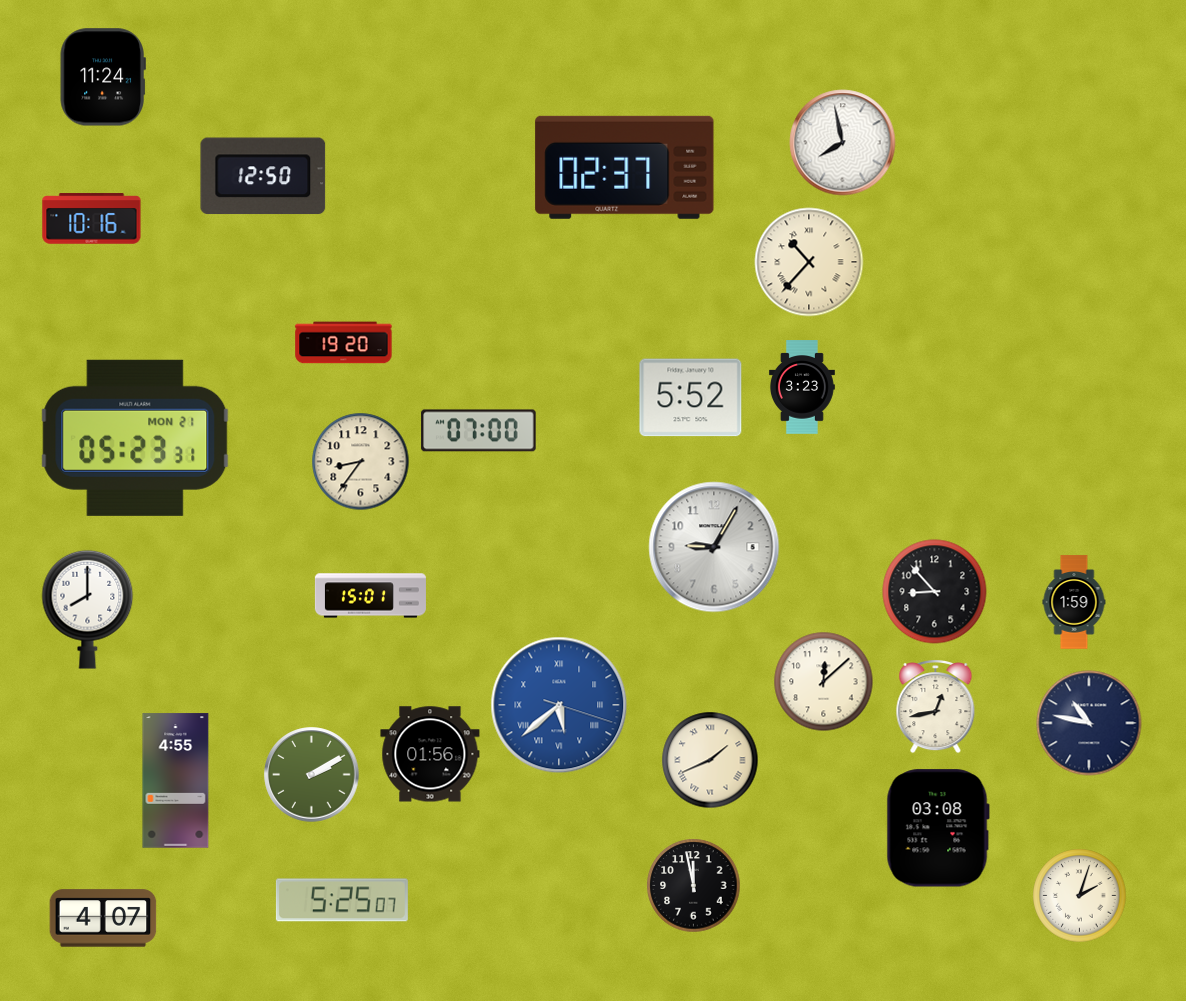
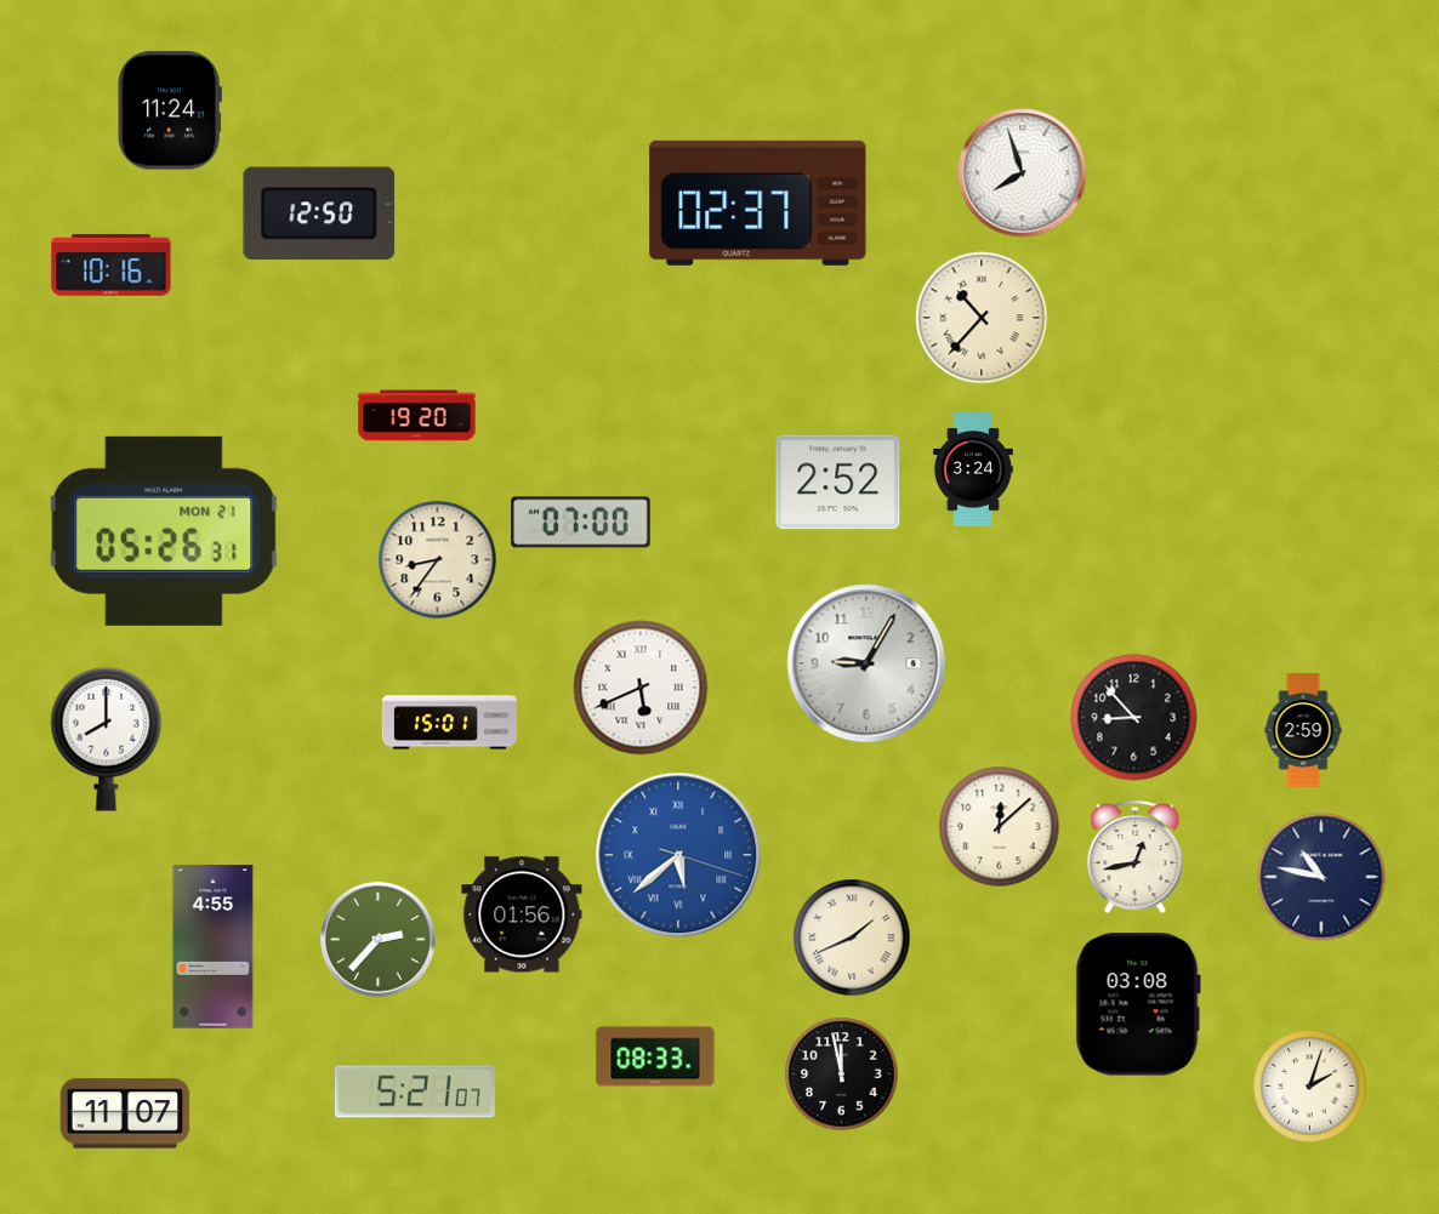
clock at (103, 77) position: (103, 77) -> (170, 110)
clock at (843, 143): 7:58 -> 7:57
clock at (802, 387): 3:23 -> 3:24
clock at (691, 398): 5:52 -> 2:52
clock at (135, 438): 05:23 -> 05:26
clock at (641, 688): none -> 5:41
clock at (1074, 602): 1:59 -> 2:59
clock at (710, 760) position: (710, 760) -> (852, 937)
clock at (312, 775): 2:10 -> 2:37
clock at (655, 1056): none -> 08:33
clock at (342, 900): 5:25 -> 5:21
clock at (103, 918): 4:07 -> 11:07
